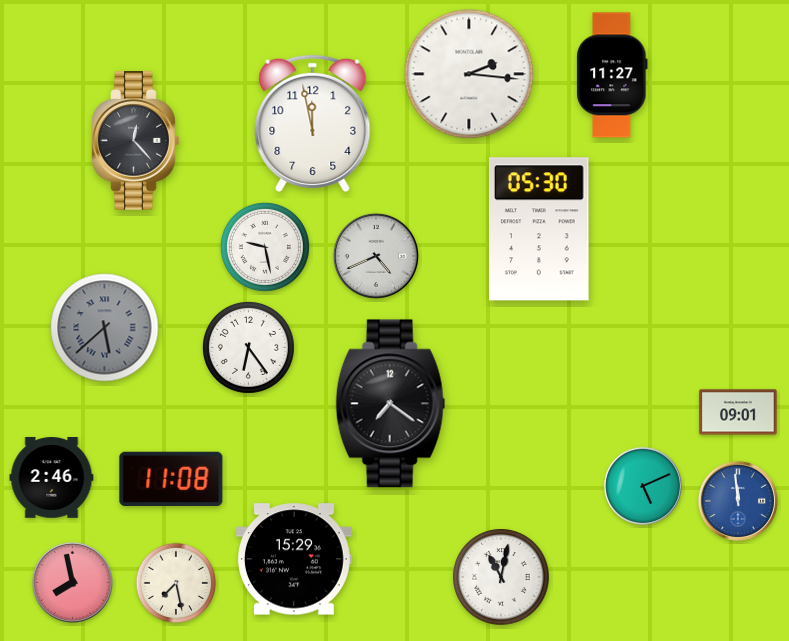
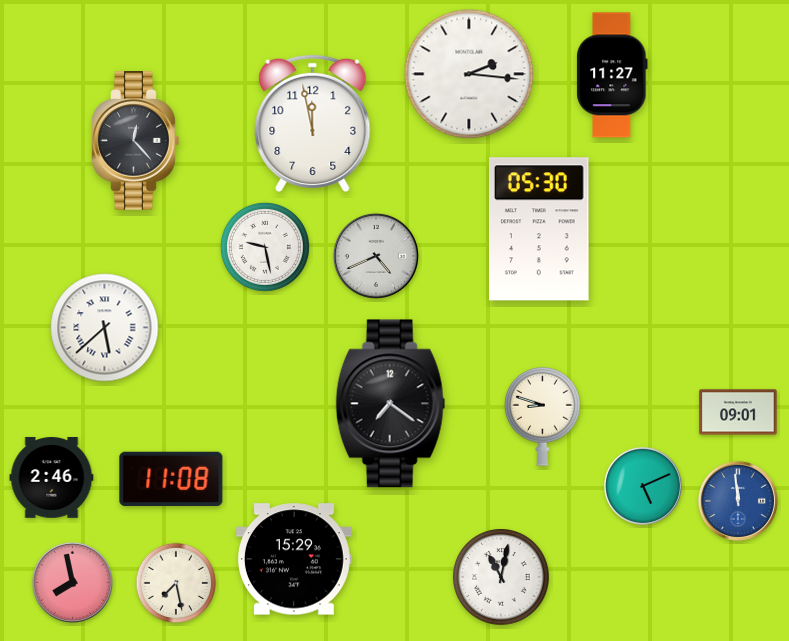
clock at (105, 328) dial: grey -> white
clock at (248, 347): 6:24 -> none
clock at (543, 417): none -> 8:48
